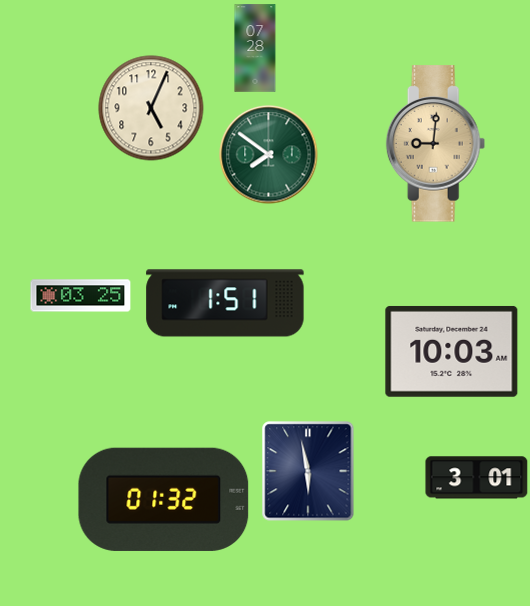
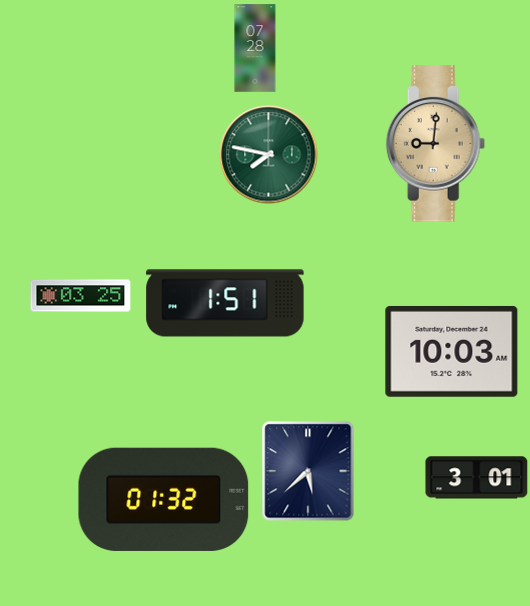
clock at (151, 108): 5:04 -> none
clock at (269, 155): 7:51 -> 7:47
clock at (308, 471): 5:58 -> 5:38
